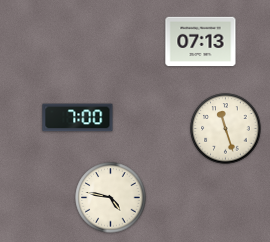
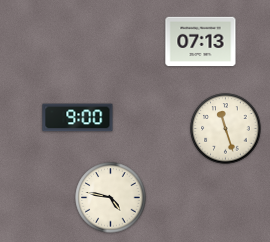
clock at (78, 118): 7:00 -> 9:00
